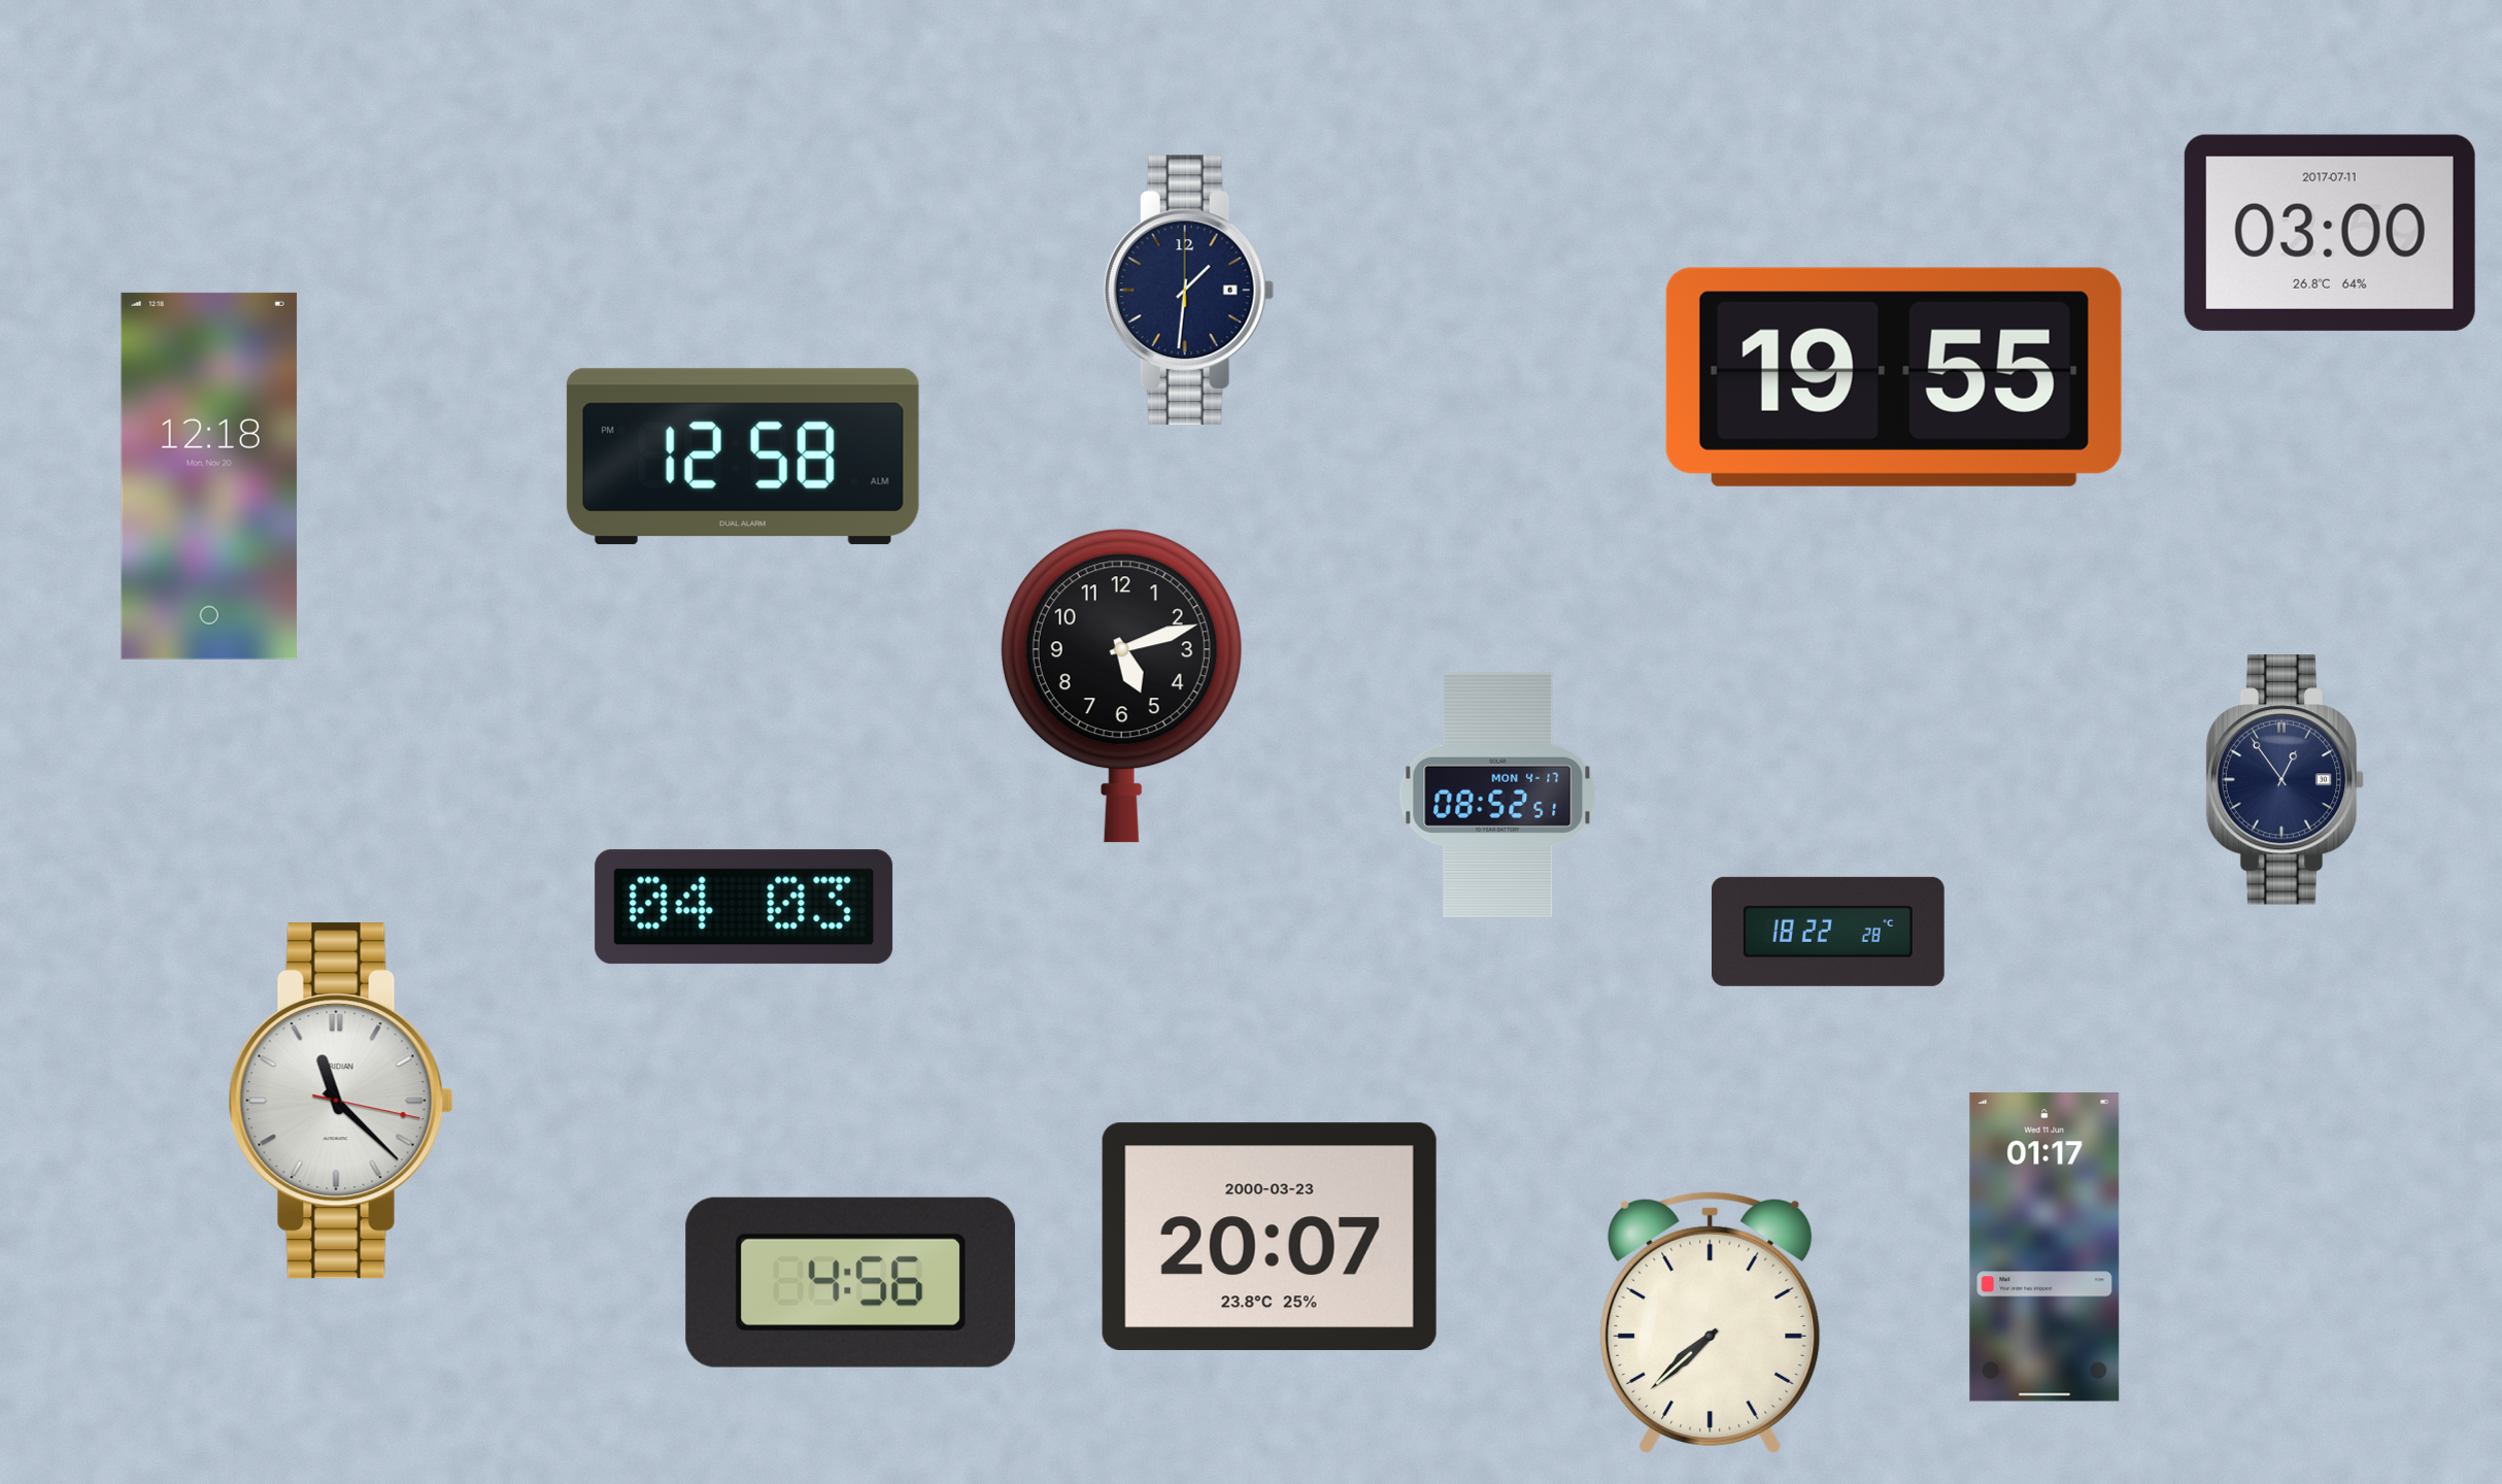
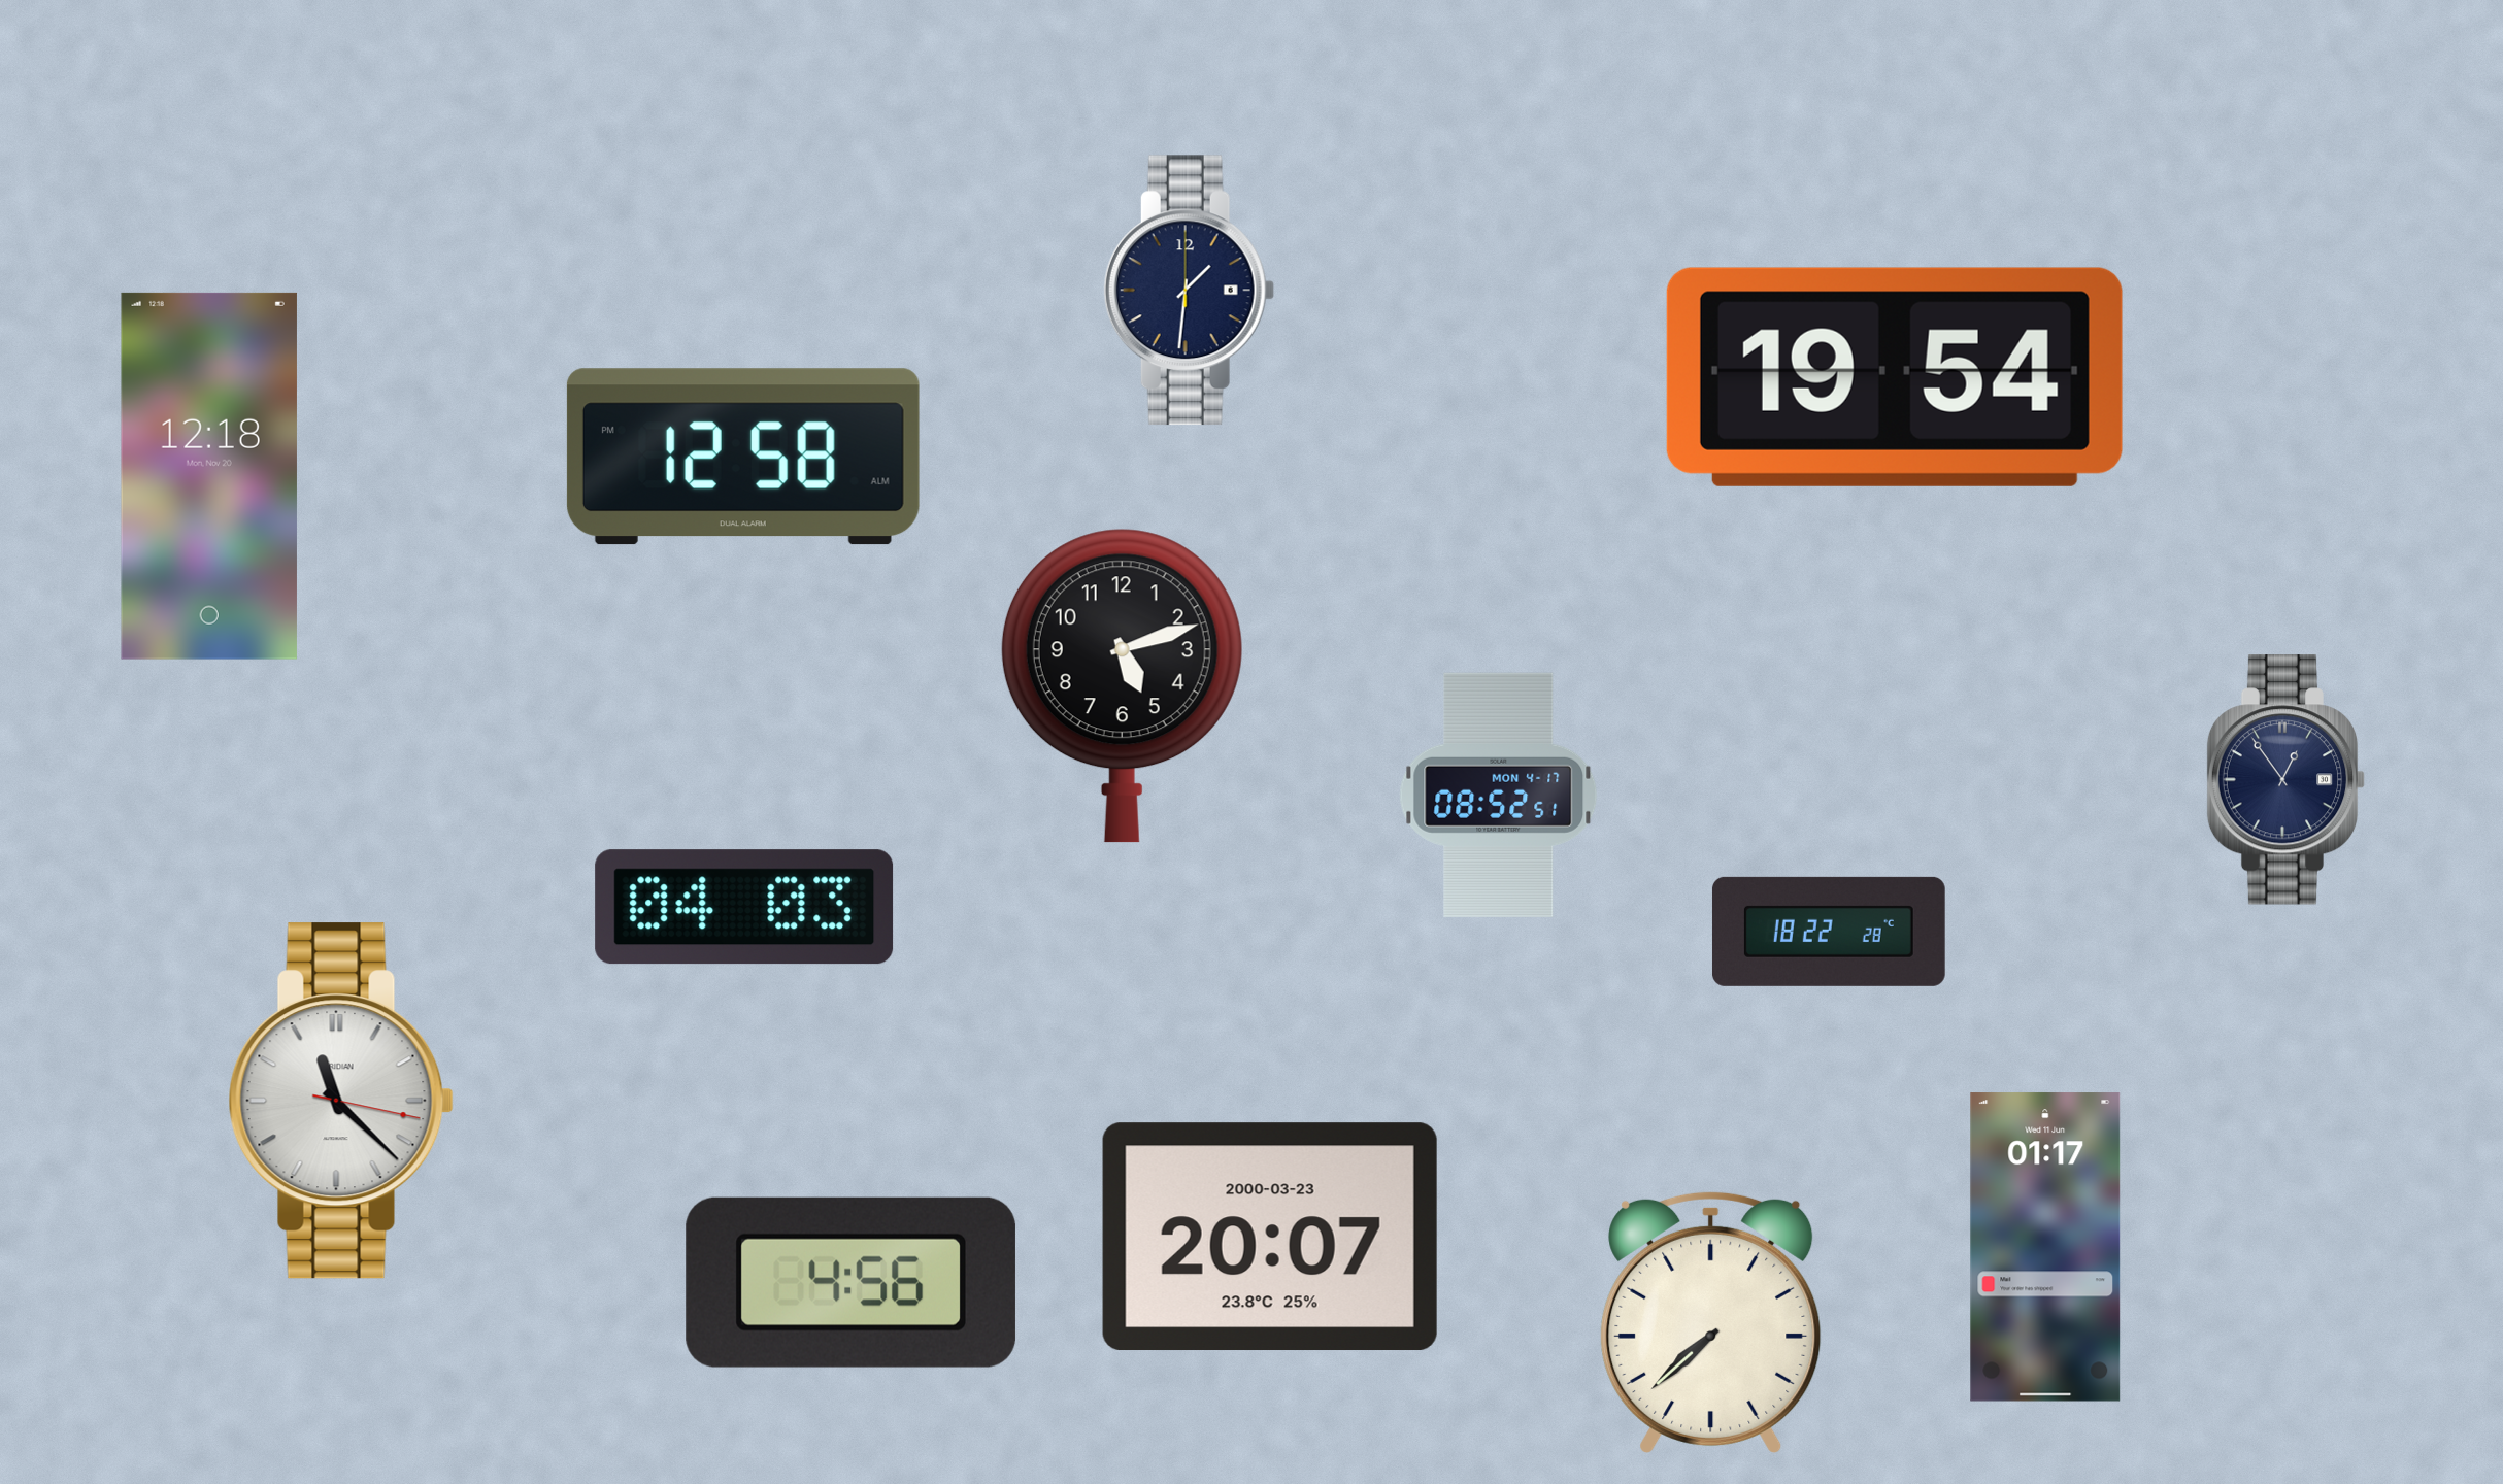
clock at (2330, 233): 03:00 -> none
clock at (1894, 377): 19:55 -> 19:54
